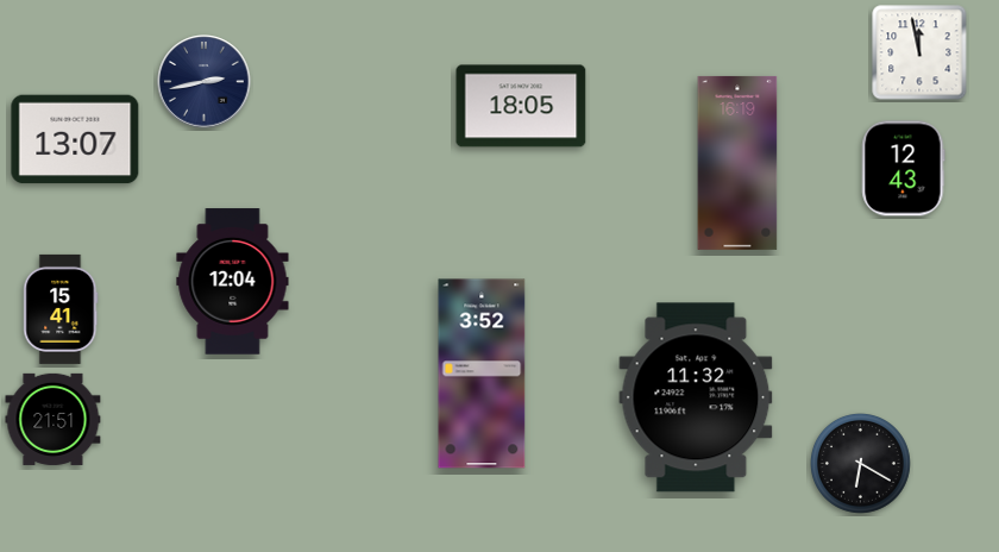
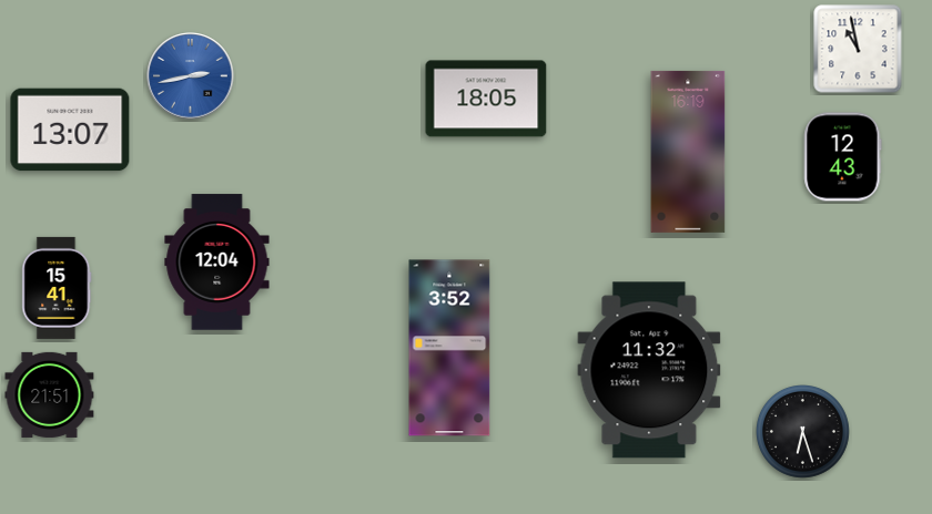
clock at (919, 52): 11:58 -> 10:58
clock at (205, 82) dial: navy -> blue
clock at (54, 419) position: (54, 419) -> (50, 394)
clock at (861, 464): 6:20 -> 6:27
